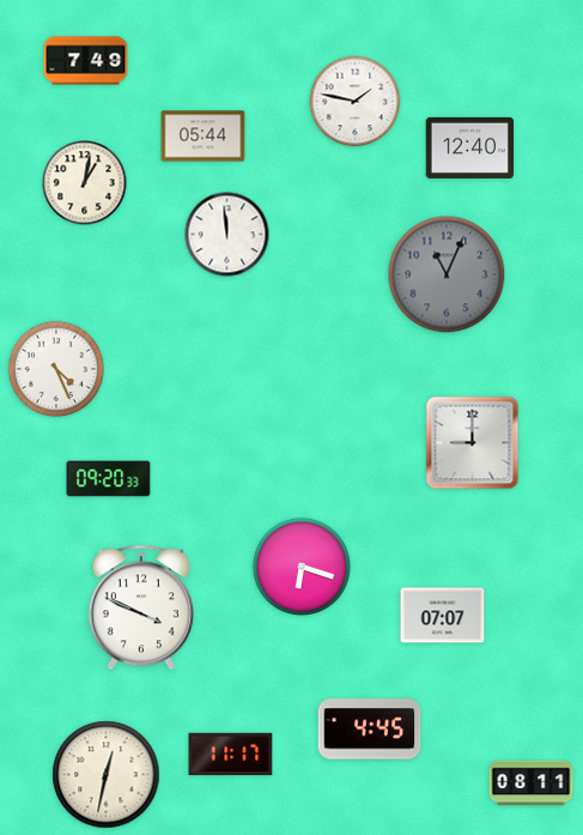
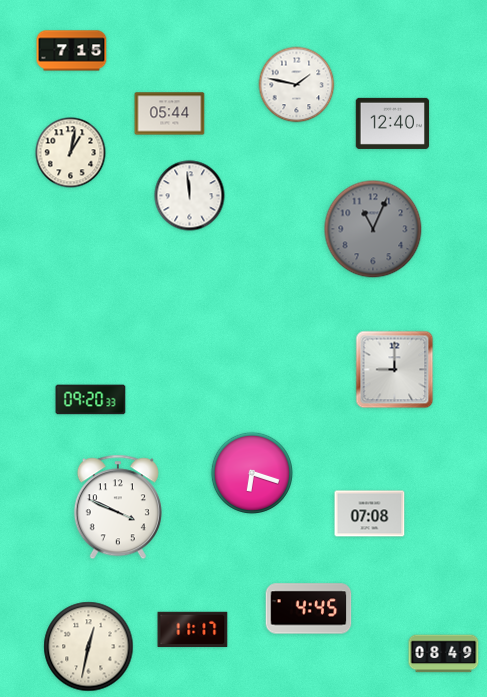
clock at (86, 61): 7:49 -> 7:15
clock at (56, 369): 4:26 -> none
clock at (443, 616): 07:07 -> 07:08
clock at (532, 783): 08:11 -> 08:49
